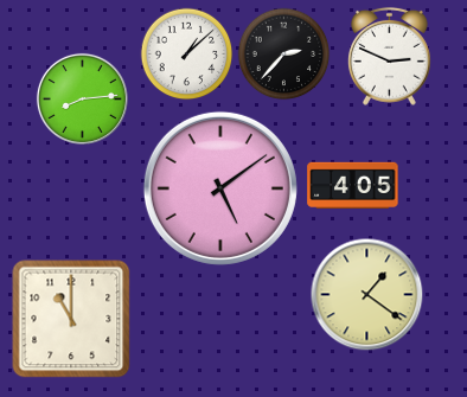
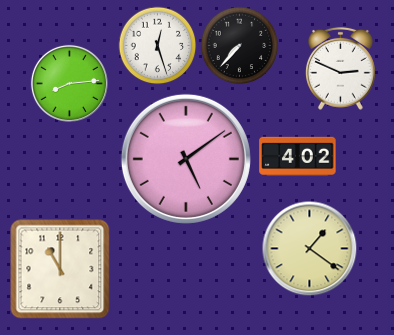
clock at (186, 53): 1:08 -> 12:27
clock at (283, 53): 2:37 -> 7:37
clock at (389, 56) position: (389, 56) -> (340, 68)
clock at (353, 185): 4:05 -> 4:02
